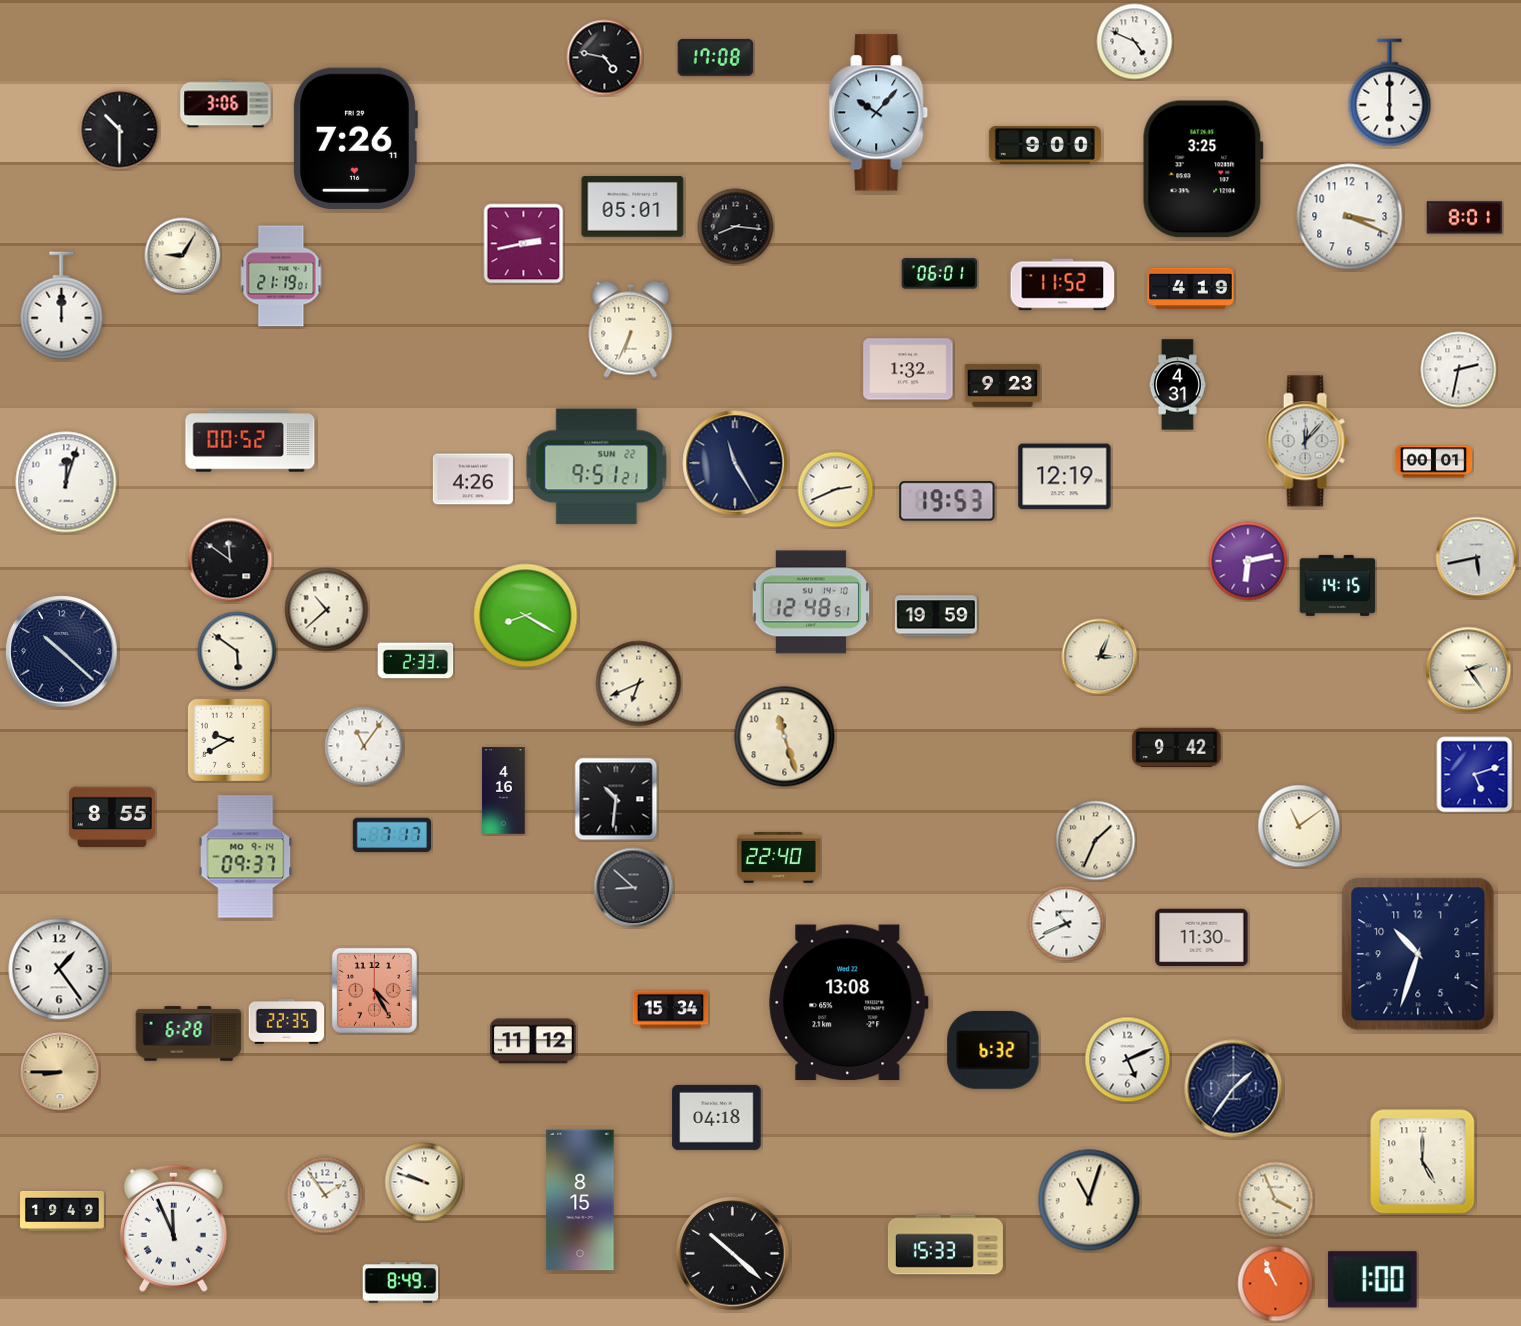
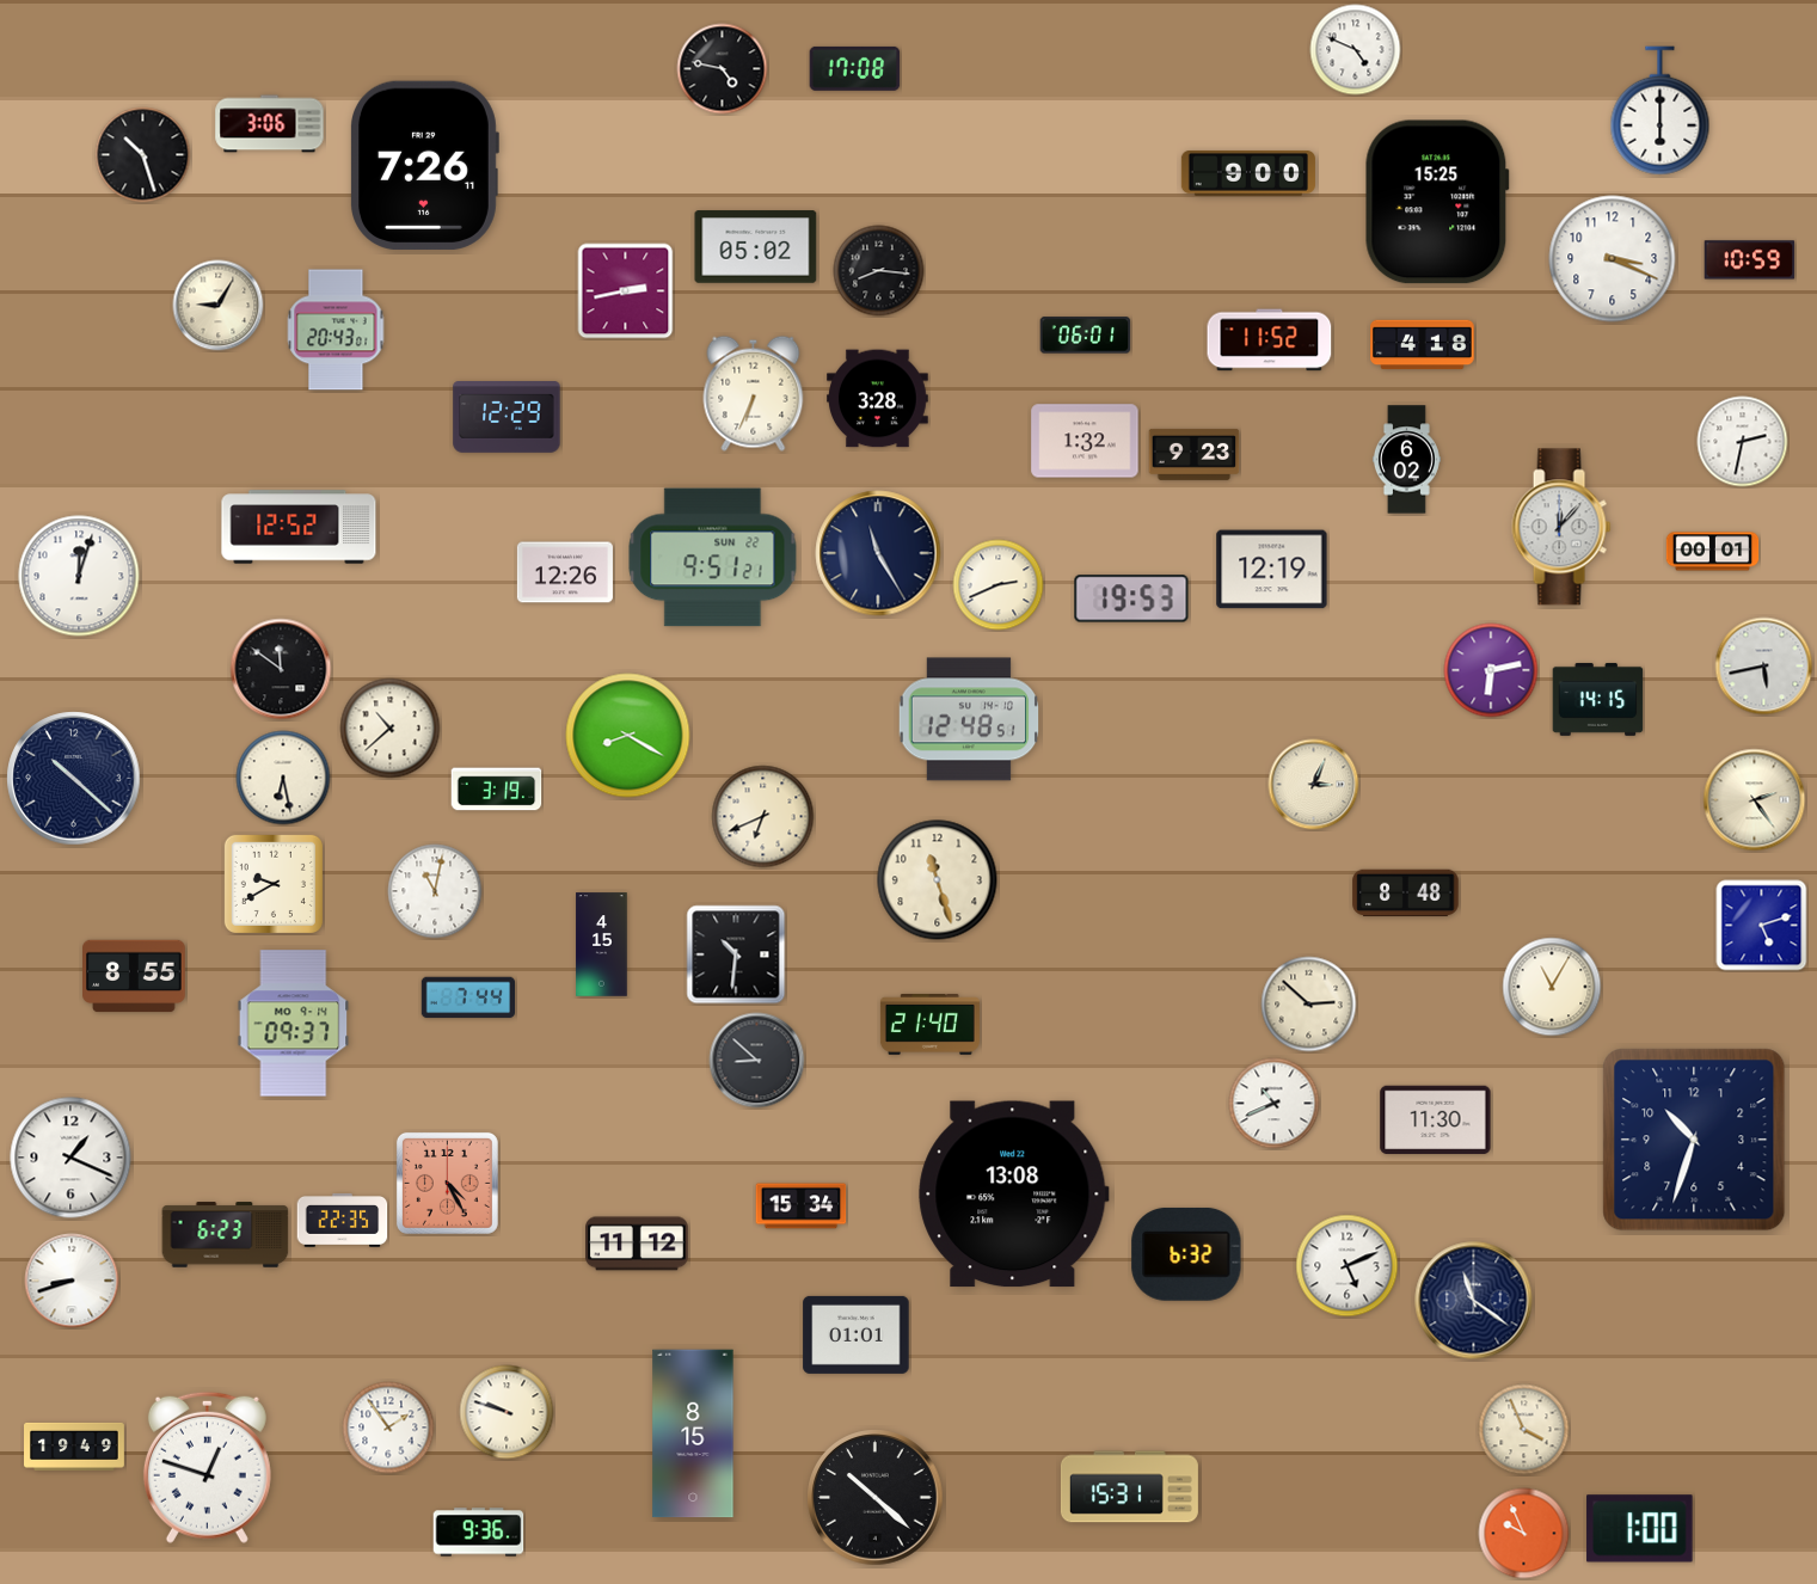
clock at (879, 113): 10:07 -> none
clock at (120, 130): 10:30 -> 10:27
clock at (1203, 169): 3:25 -> 15:25
clock at (633, 207): 05:01 -> 05:02
clock at (1465, 218): 8:01 -> 10:59
clock at (940, 274) position: (940, 274) -> (1086, 336)
clock at (281, 276): 21:19 -> 20:43
clock at (1191, 289): 4:19 -> 4:18
clock at (62, 306): 12:00 -> none
clock at (878, 399): none -> 3:28
clock at (507, 417): none -> 12:29
clock at (1003, 385) position: (1003, 385) -> (1195, 454)
clock at (1177, 385): 4:31 -> 6:02
clock at (250, 441): 00:52 -> 12:52
clock at (473, 479): 4:26 -> 12:26
clock at (230, 560) position: (230, 560) -> (281, 669)
clock at (936, 616): 19:59 -> none
clock at (237, 651): 5:51 -> 6:28
clock at (416, 661): 2:33 -> 3:19
clock at (364, 746): 11:06 -> 11:02
clock at (1177, 748): 9:42 -> 8:48
clock at (504, 791): 4:16 -> 4:15
clock at (1299, 826): 11:09 -> 11:05
clock at (391, 835): 7:17 -> 7:44
clock at (1096, 841): 1:34 -> 2:52
clock at (778, 858): 22:40 -> 21:40
clock at (59, 969): 1:24 -> 1:19
clock at (849, 1003) position: (849, 1003) -> (1014, 1195)
clock at (189, 1034): 6:28 -> 6:23
clock at (60, 1072): 8:45 -> 8:42
clock at (60, 1072) dial: champagne -> white
clock at (1234, 1089): 1:36 -> 11:21
clock at (717, 1117): 04:18 -> 01:01
clock at (1423, 1162): 5:00 -> none
clock at (1089, 1200): 11:03 -> none
clock at (1276, 1200) position: (1276, 1200) -> (1524, 1430)
clock at (173, 1228): 11:56 -> 12:48
clock at (945, 1245): 15:33 -> 15:31
clock at (401, 1283): 8:49 -> 9:36
clock at (1276, 1284): 10:56 -> 9:56
